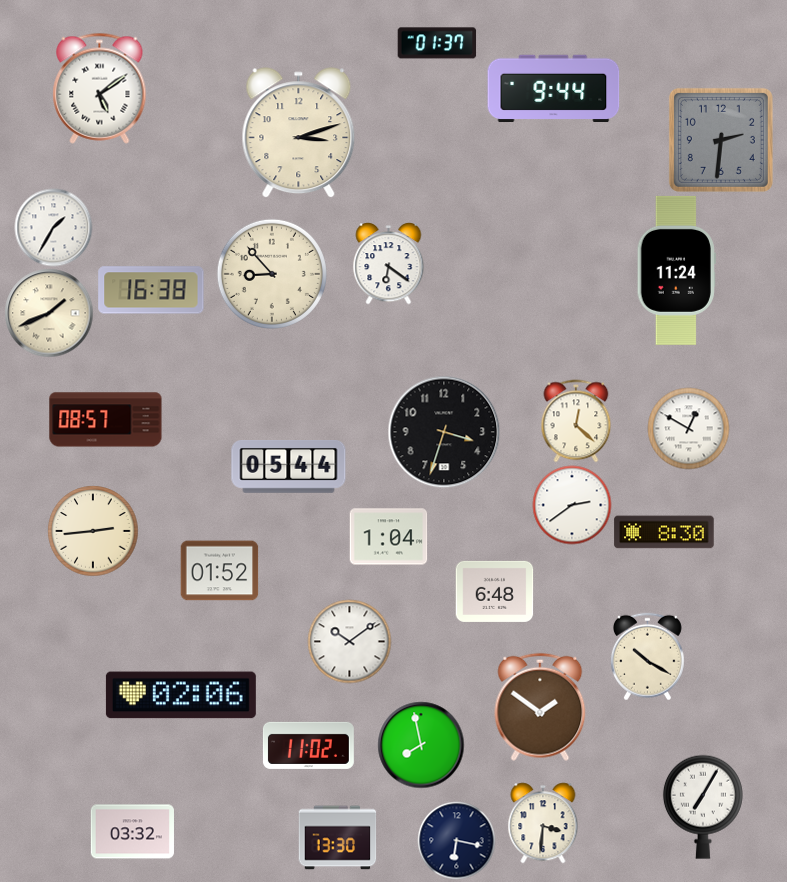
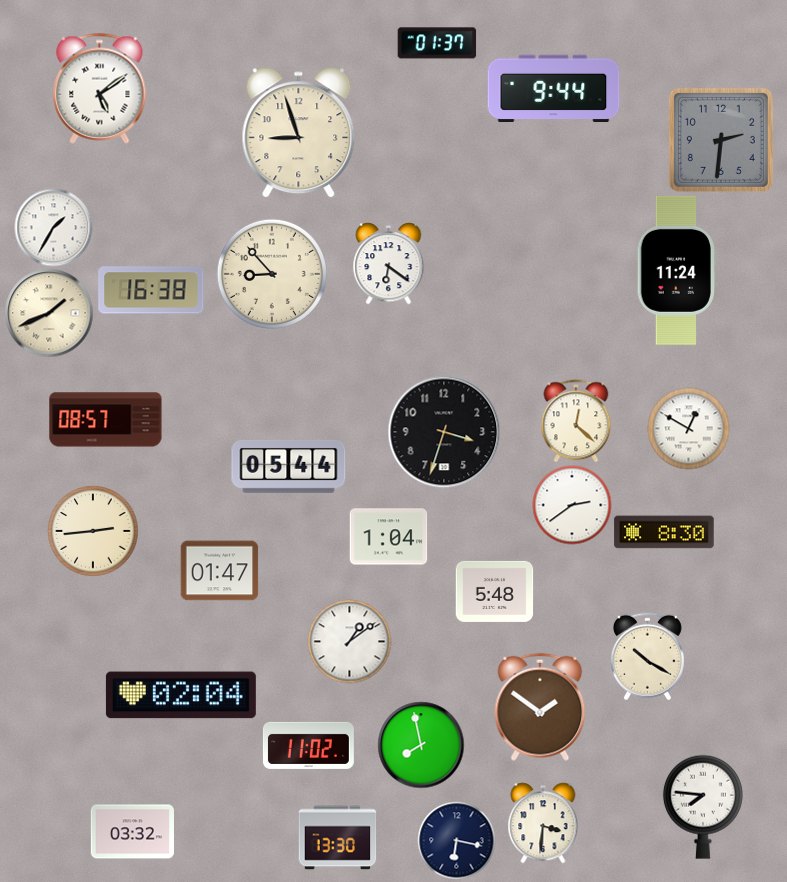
clock at (299, 133): 3:12 -> 8:57
clock at (219, 571): 01:52 -> 01:47
clock at (494, 591): 6:48 -> 5:48
clock at (349, 641): 10:09 -> 1:09
clock at (181, 695): 02:06 -> 02:04
clock at (703, 807): 7:05 -> 7:46
